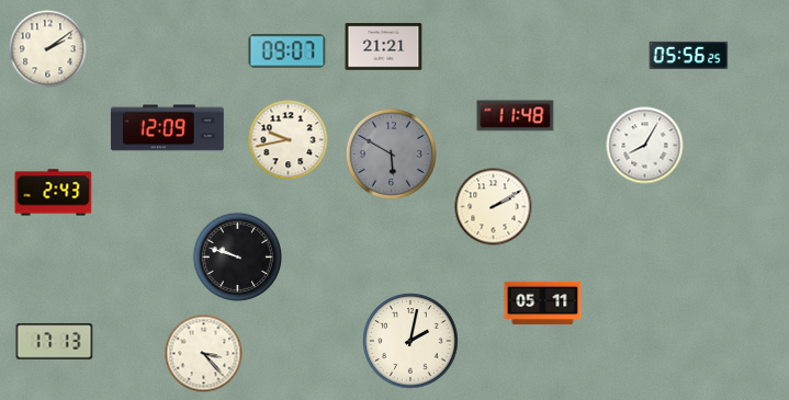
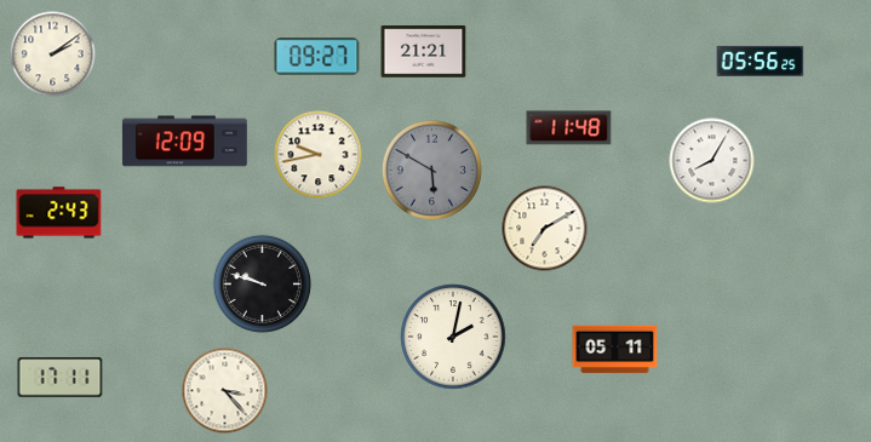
clock at (288, 52): 09:07 -> 09:27
clock at (494, 207): 2:10 -> 7:10
clock at (543, 304) position: (543, 304) -> (615, 350)
clock at (410, 341) position: (410, 341) -> (453, 337)
clock at (55, 342): 17:13 -> 17:11
